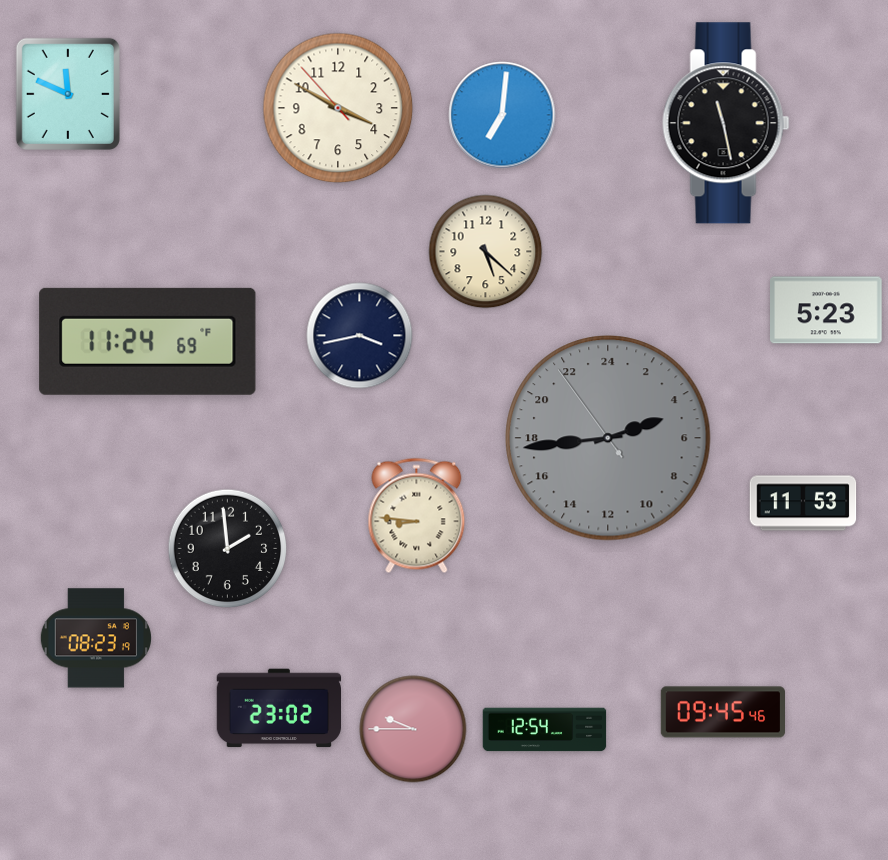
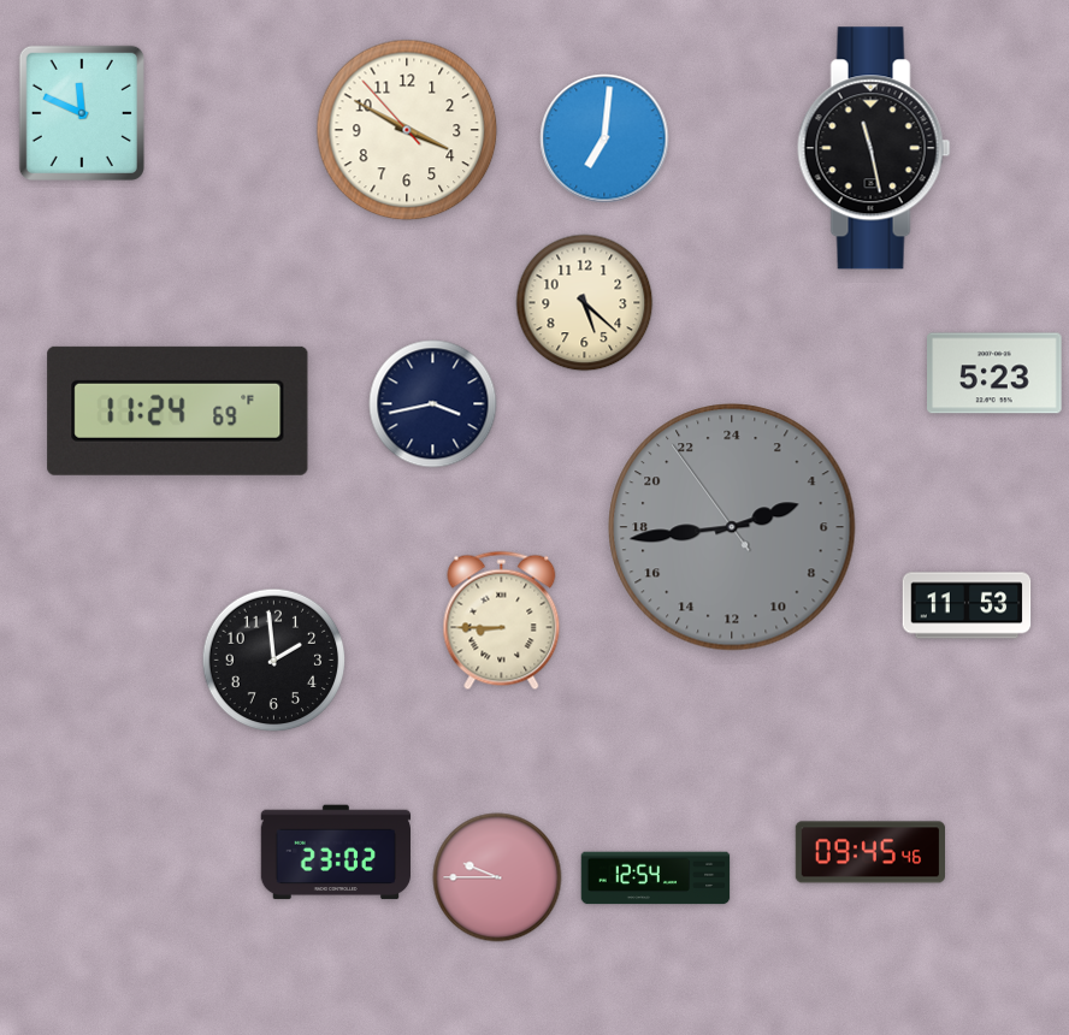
clock at (417, 516): 8:46 -> 8:45
clock at (96, 638): 08:23 -> none
clock at (722, 712) position: (722, 712) -> (869, 852)
